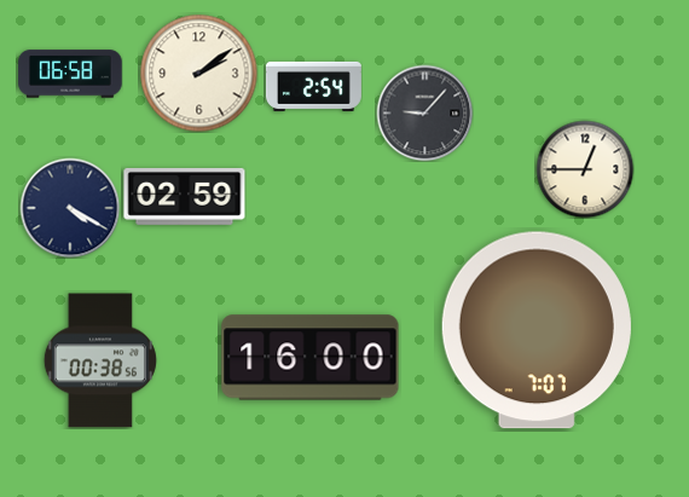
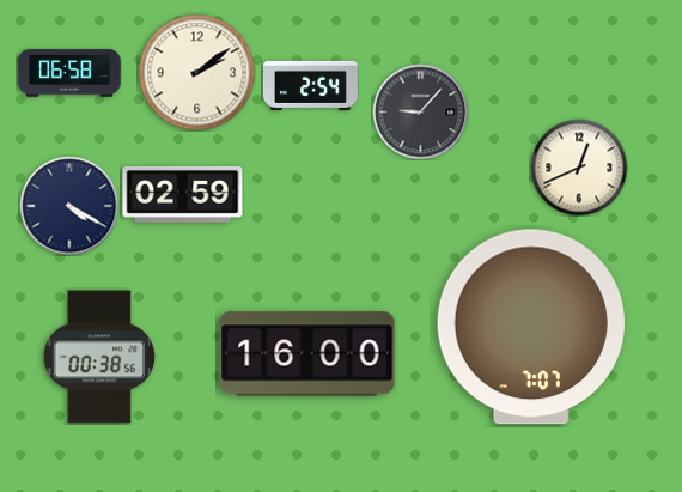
clock at (585, 169): 12:45 -> 12:41
